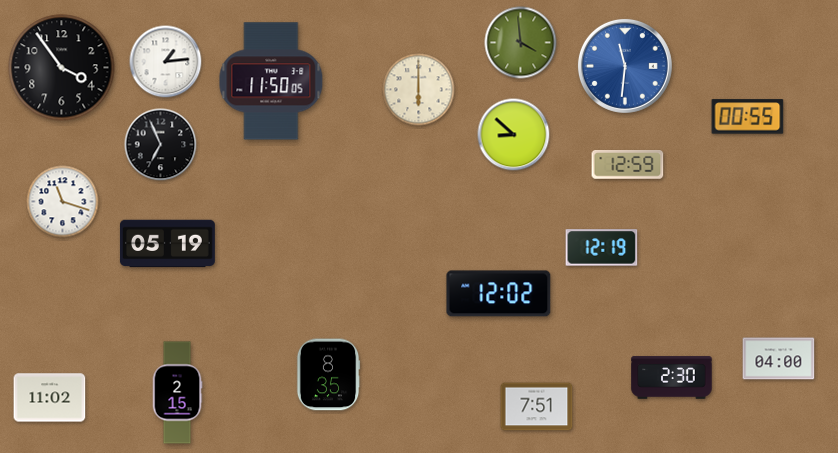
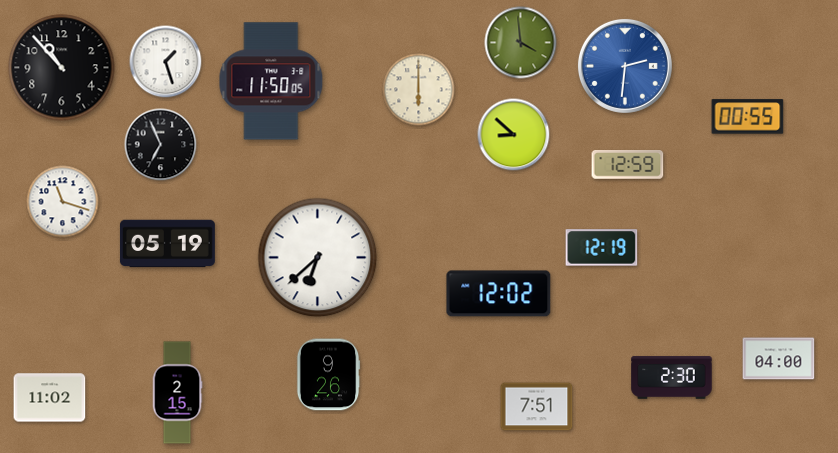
clock at (166, 62): 1:14 -> 1:27
clock at (625, 66): 11:31 -> 2:31
clock at (62, 68): 3:54 -> 10:53
clock at (318, 258): none -> 6:38
clock at (328, 375): 8:35 -> 9:26
